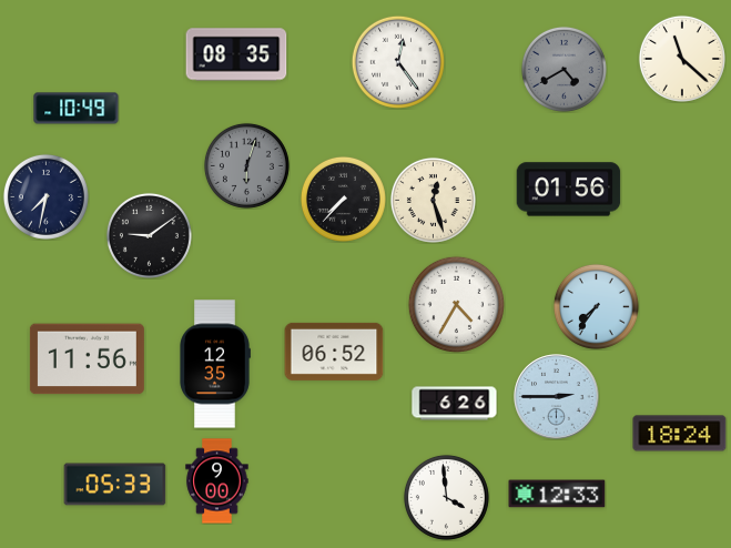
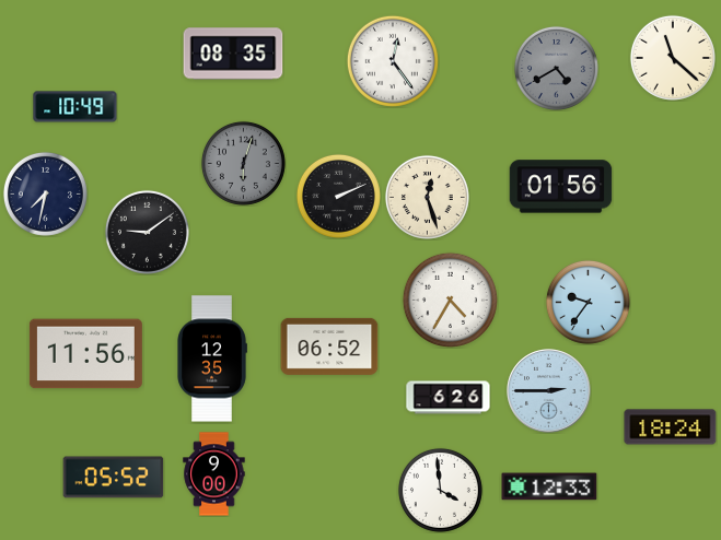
clock at (343, 199): 7:37 -> 2:11
clock at (596, 306): 7:36 -> 9:36
clock at (115, 485): 05:33 -> 05:52
